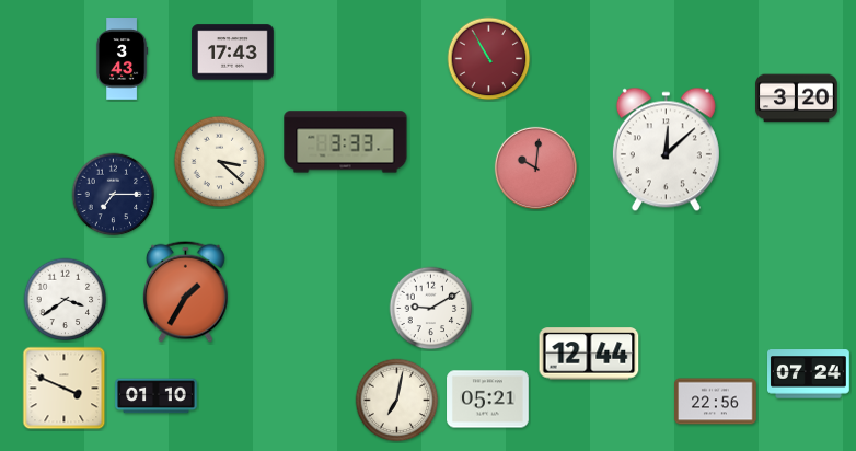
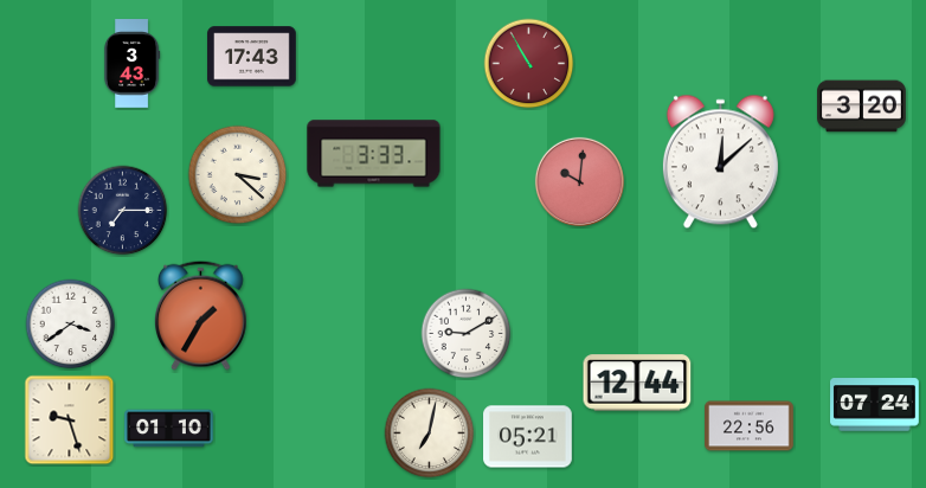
clock at (65, 389): 3:49 -> 9:27
clock at (488, 400) position: (488, 400) -> (528, 437)
clock at (716, 402) position: (716, 402) -> (750, 426)
